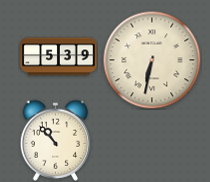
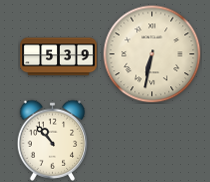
clock at (152, 60) position: (152, 60) -> (152, 54)
clock at (55, 140) position: (55, 140) -> (52, 140)
